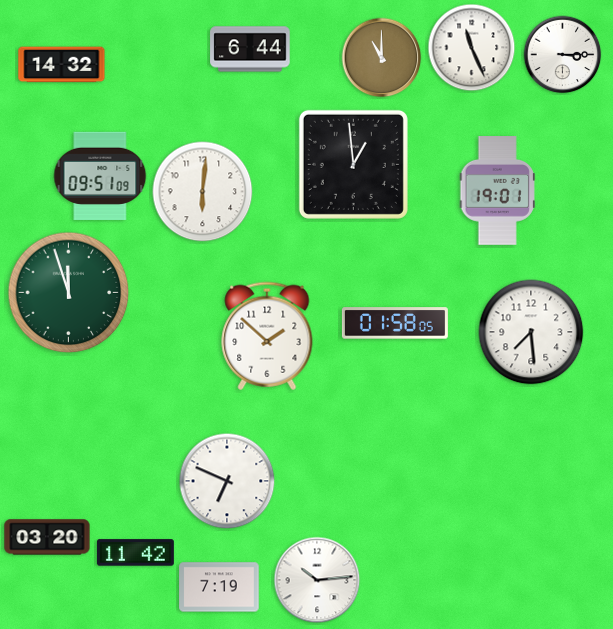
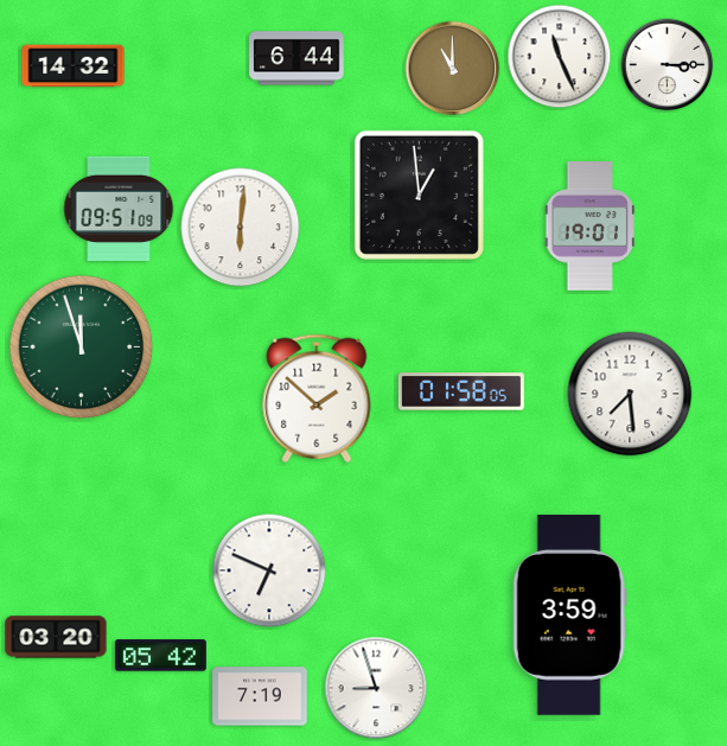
clock at (62, 65) position: (62, 65) -> (74, 66)
clock at (395, 323) position: (395, 323) -> (461, 391)
clock at (569, 614): none -> 3:59
clock at (135, 553): 11:42 -> 05:42
clock at (317, 580): 10:14 -> 8:57
